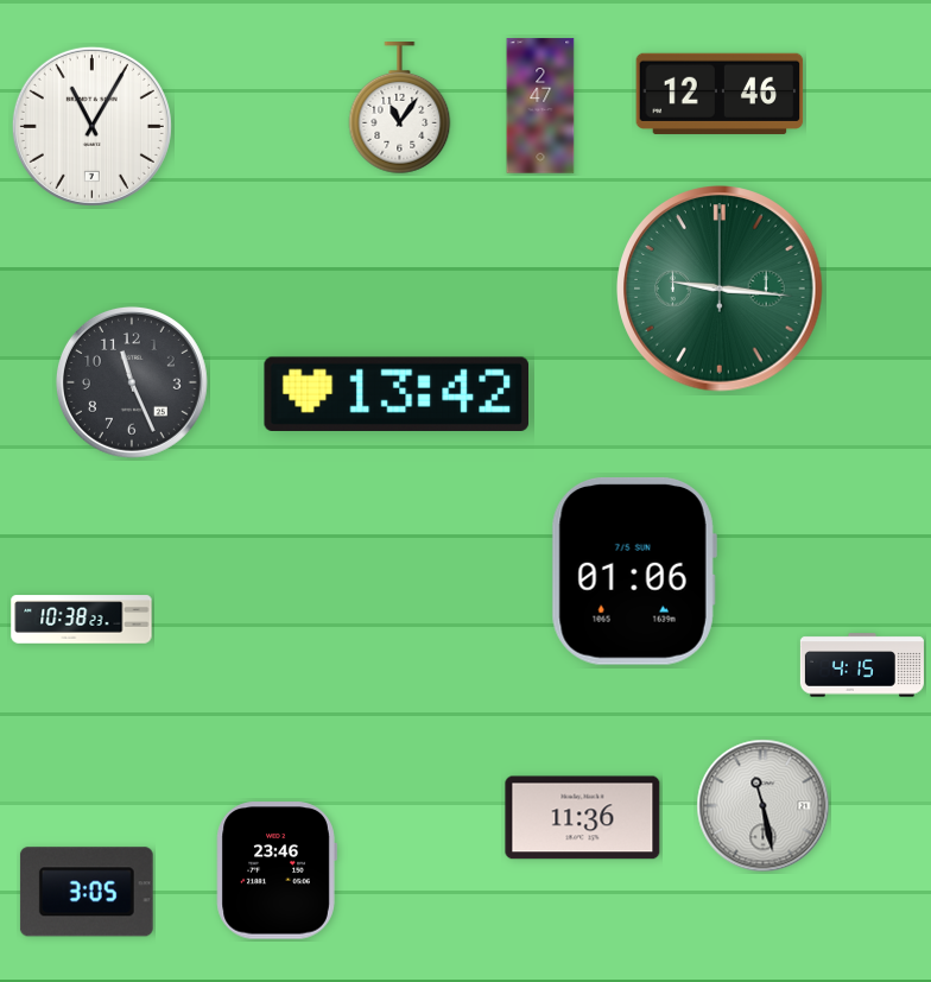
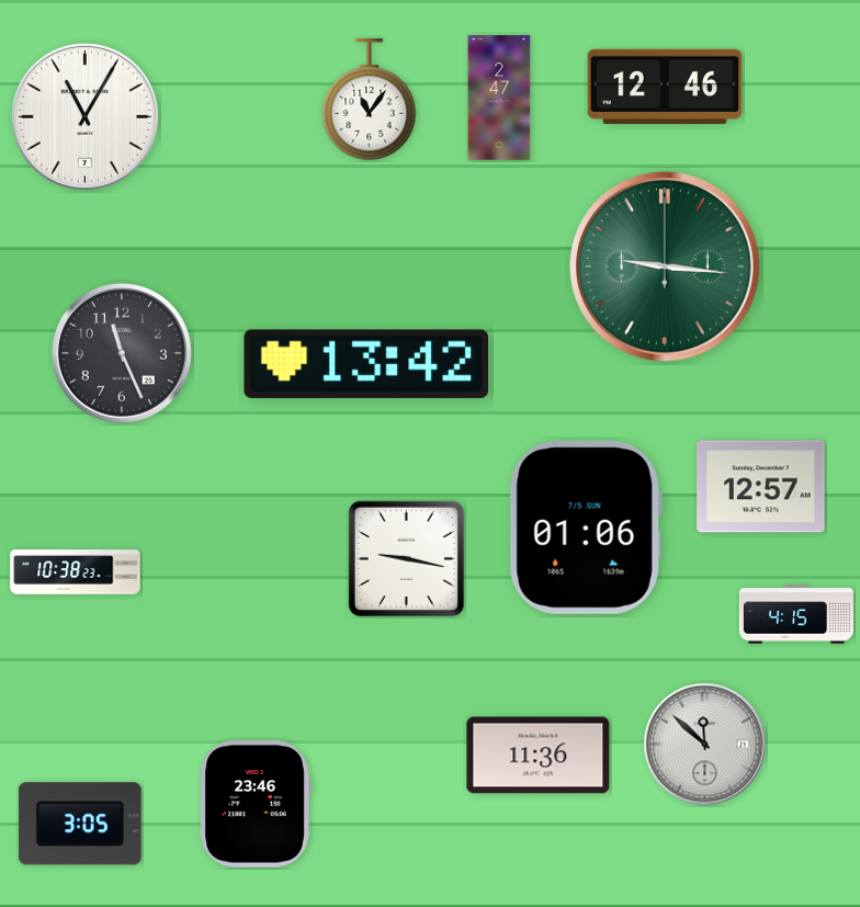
clock at (761, 487): none -> 12:57
clock at (406, 558): none -> 9:17
clock at (764, 806): 11:28 -> 11:52
